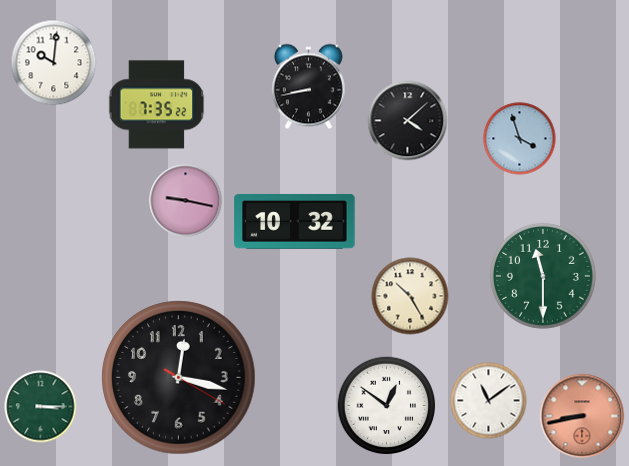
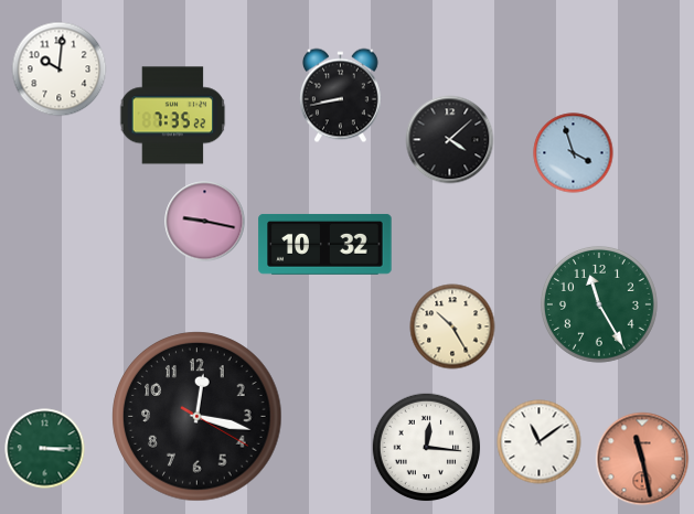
clock at (408, 121) position: (408, 121) -> (450, 140)
clock at (543, 276): 11:30 -> 11:25
clock at (387, 406): 12:51 -> 12:16
clock at (582, 416): 8:43 -> 11:28
